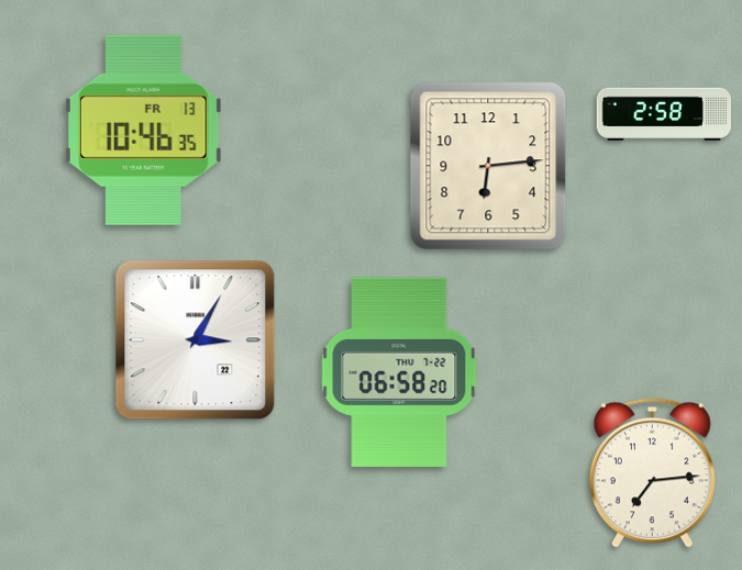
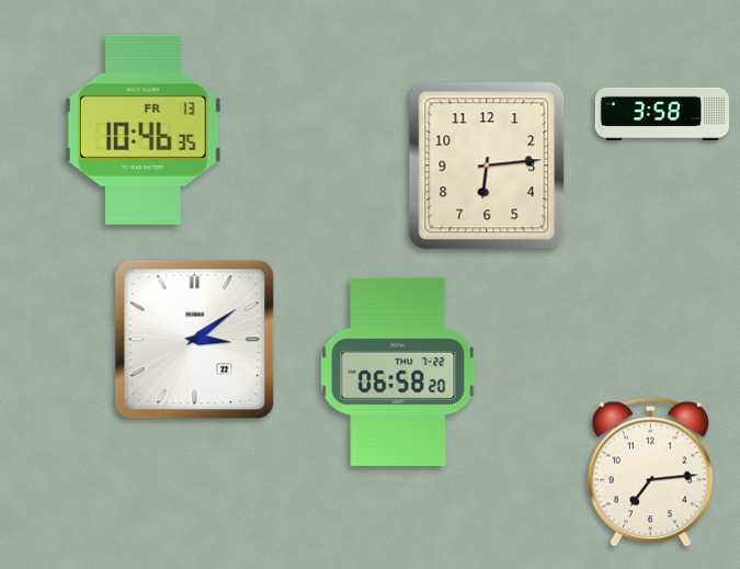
clock at (663, 114): 2:58 -> 3:58
clock at (196, 340): 3:05 -> 3:09
